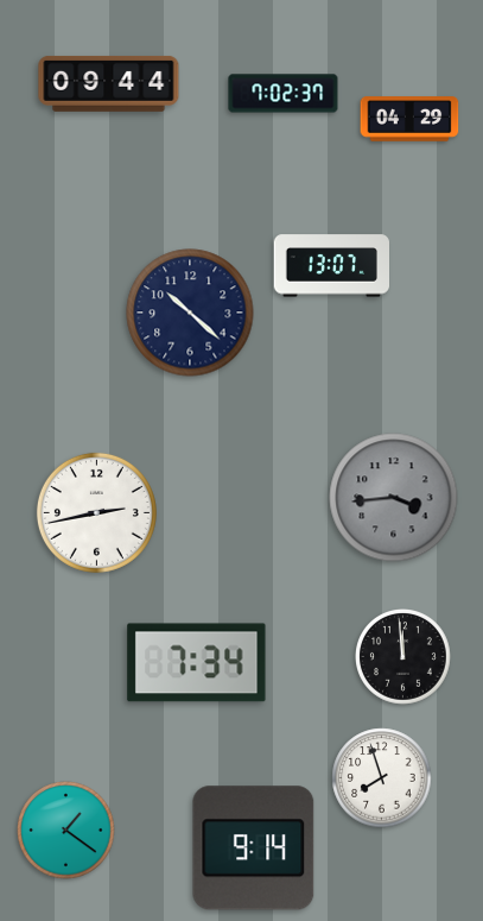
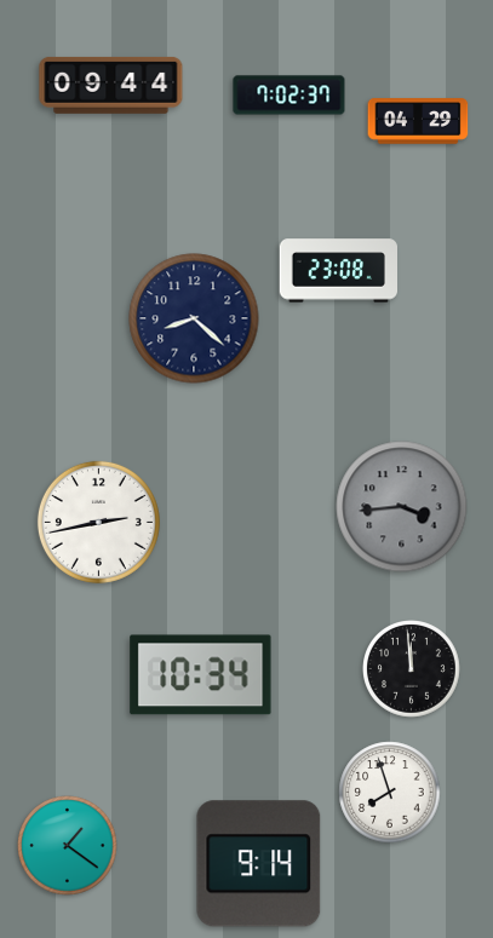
clock at (331, 266): 13:07 -> 23:08
clock at (190, 313): 10:22 -> 8:22
clock at (197, 663): 7:34 -> 10:34
